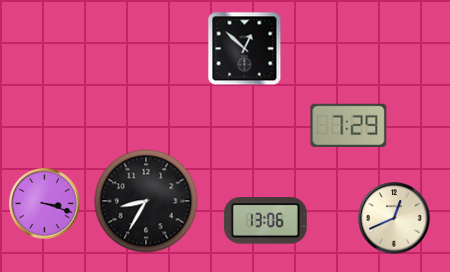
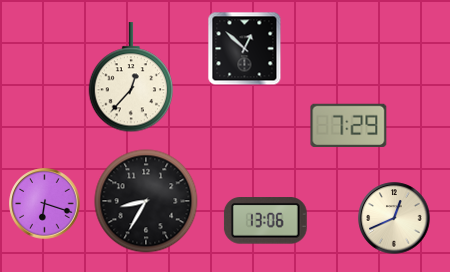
clock at (131, 78): none -> 12:37
clock at (45, 204): 3:18 -> 6:18
